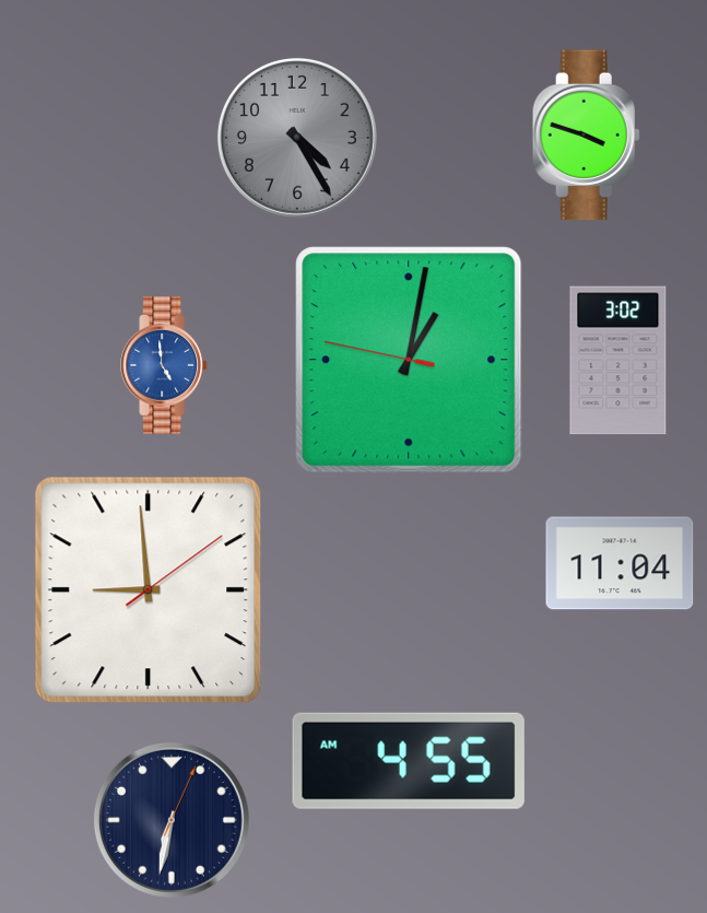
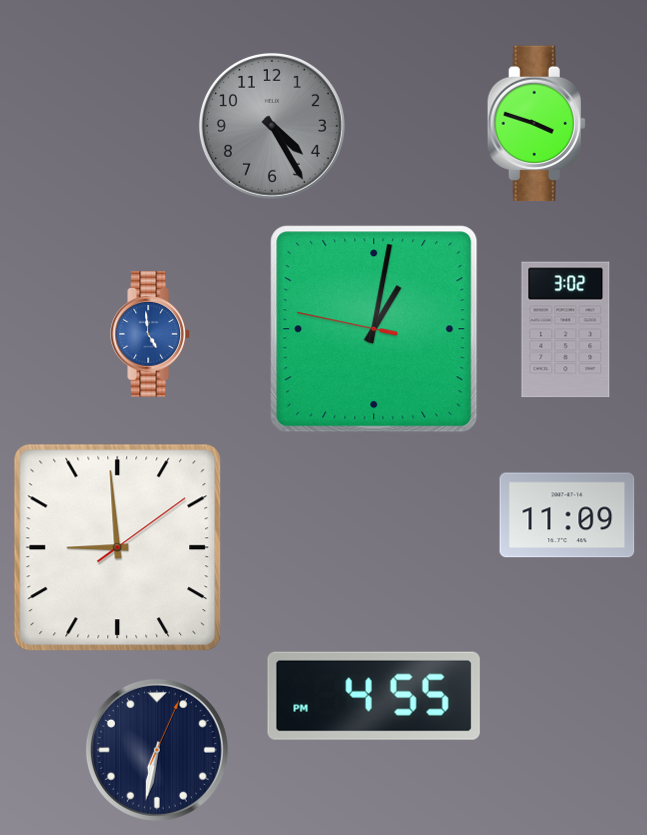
clock at (620, 563): 11:04 -> 11:09
clock at (149, 590) position: (149, 590) -> (118, 548)
clock at (409, 761): 4:55 AM -> 4:55 PM
